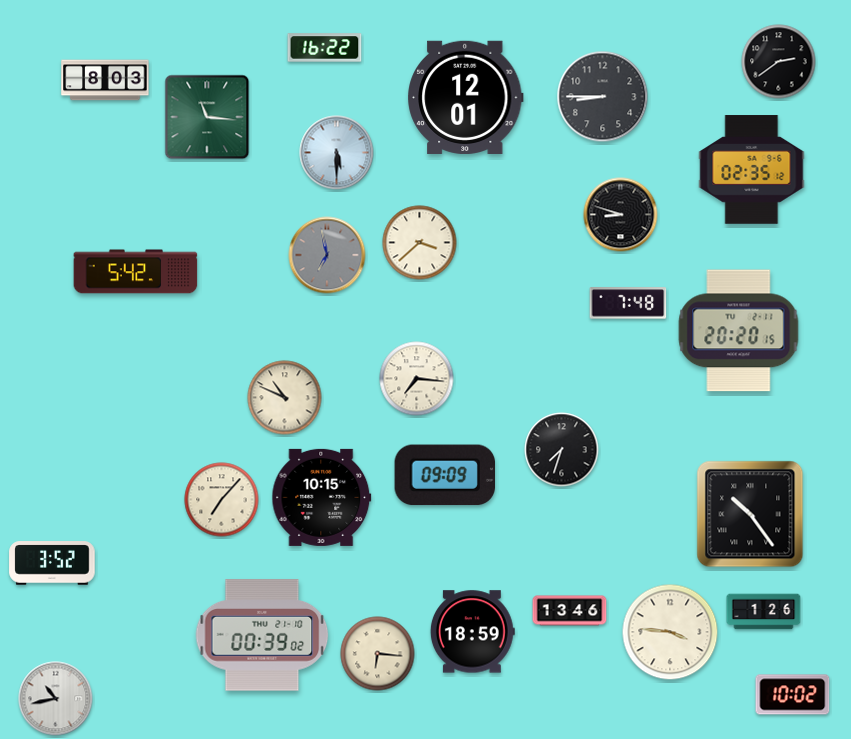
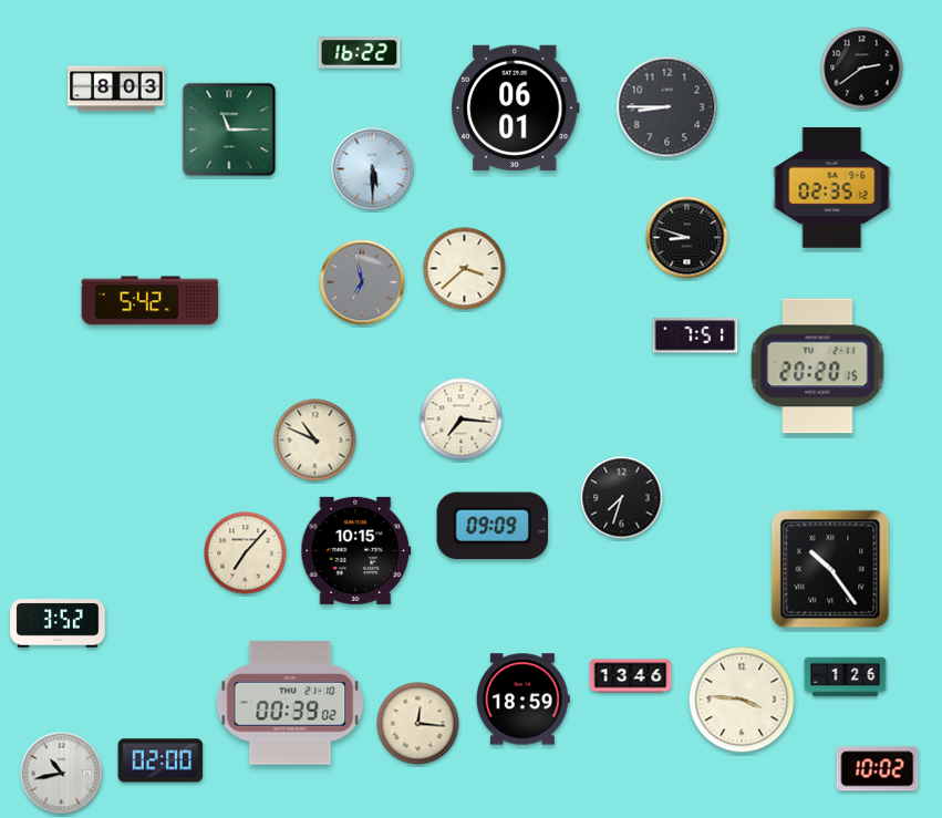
clock at (466, 97): 12:01 -> 06:01
clock at (207, 117): 11:16 -> 11:15
clock at (628, 303): 7:48 -> 7:51
clock at (378, 654): 6:16 -> 12:16
clock at (161, 760): none -> 02:00
